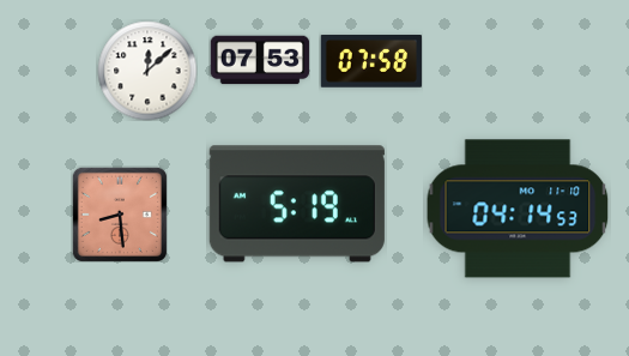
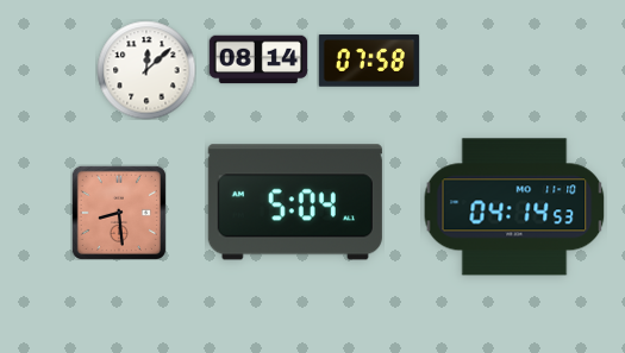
clock at (260, 60): 07:53 -> 08:14
clock at (297, 204): 5:19 -> 5:04
